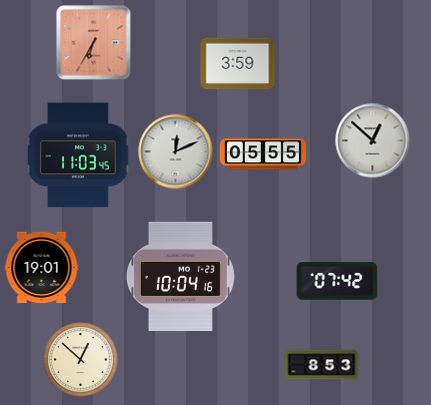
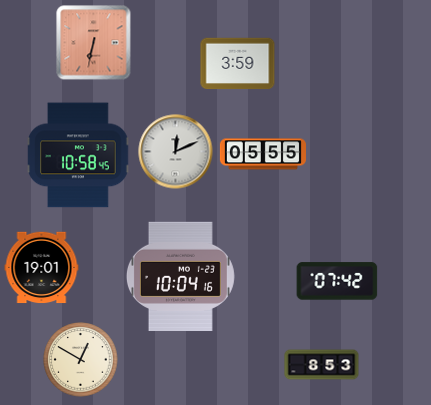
clock at (94, 43): 6:35 -> 6:32
clock at (373, 141): 12:52 -> none
clock at (78, 155): 11:03 -> 10:58
clock at (81, 360): 12:52 -> 12:50
